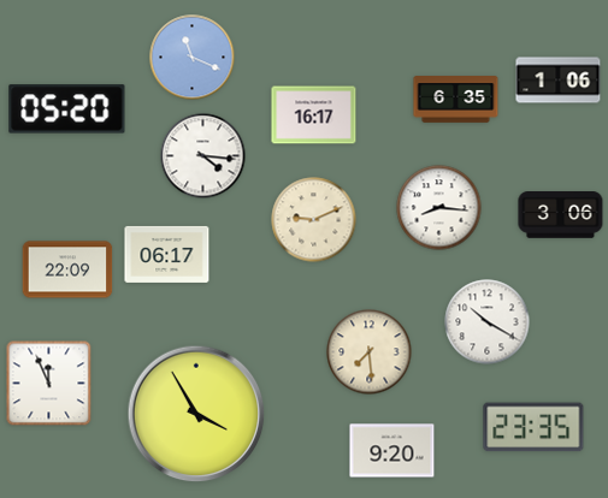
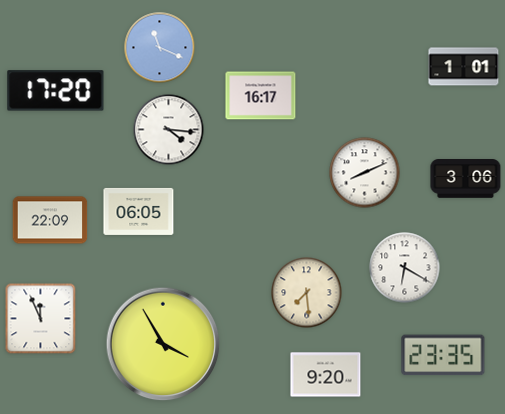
clock at (559, 81): 1:06 -> 1:01
clock at (456, 100): 6:35 -> none
clock at (67, 109): 05:20 -> 17:20
clock at (439, 208): 8:16 -> 8:11
clock at (314, 220): 9:11 -> none
clock at (167, 254): 06:17 -> 06:05
clock at (67, 269) position: (67, 269) -> (50, 220)
clock at (488, 322): 10:20 -> 6:20
